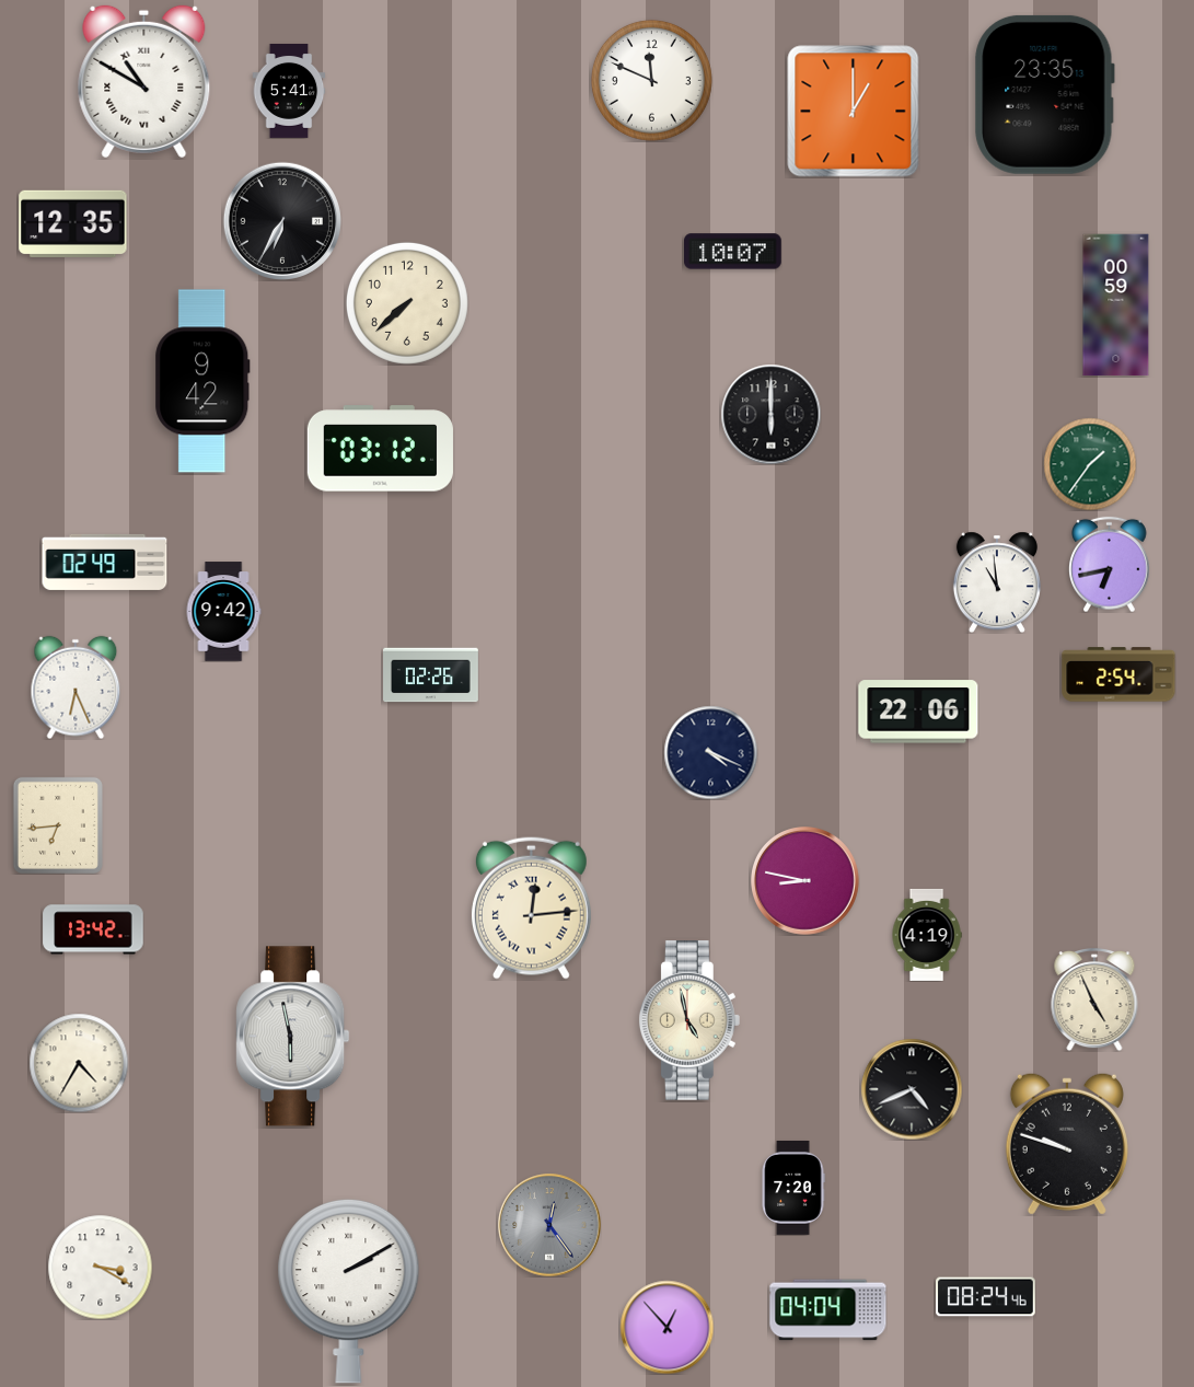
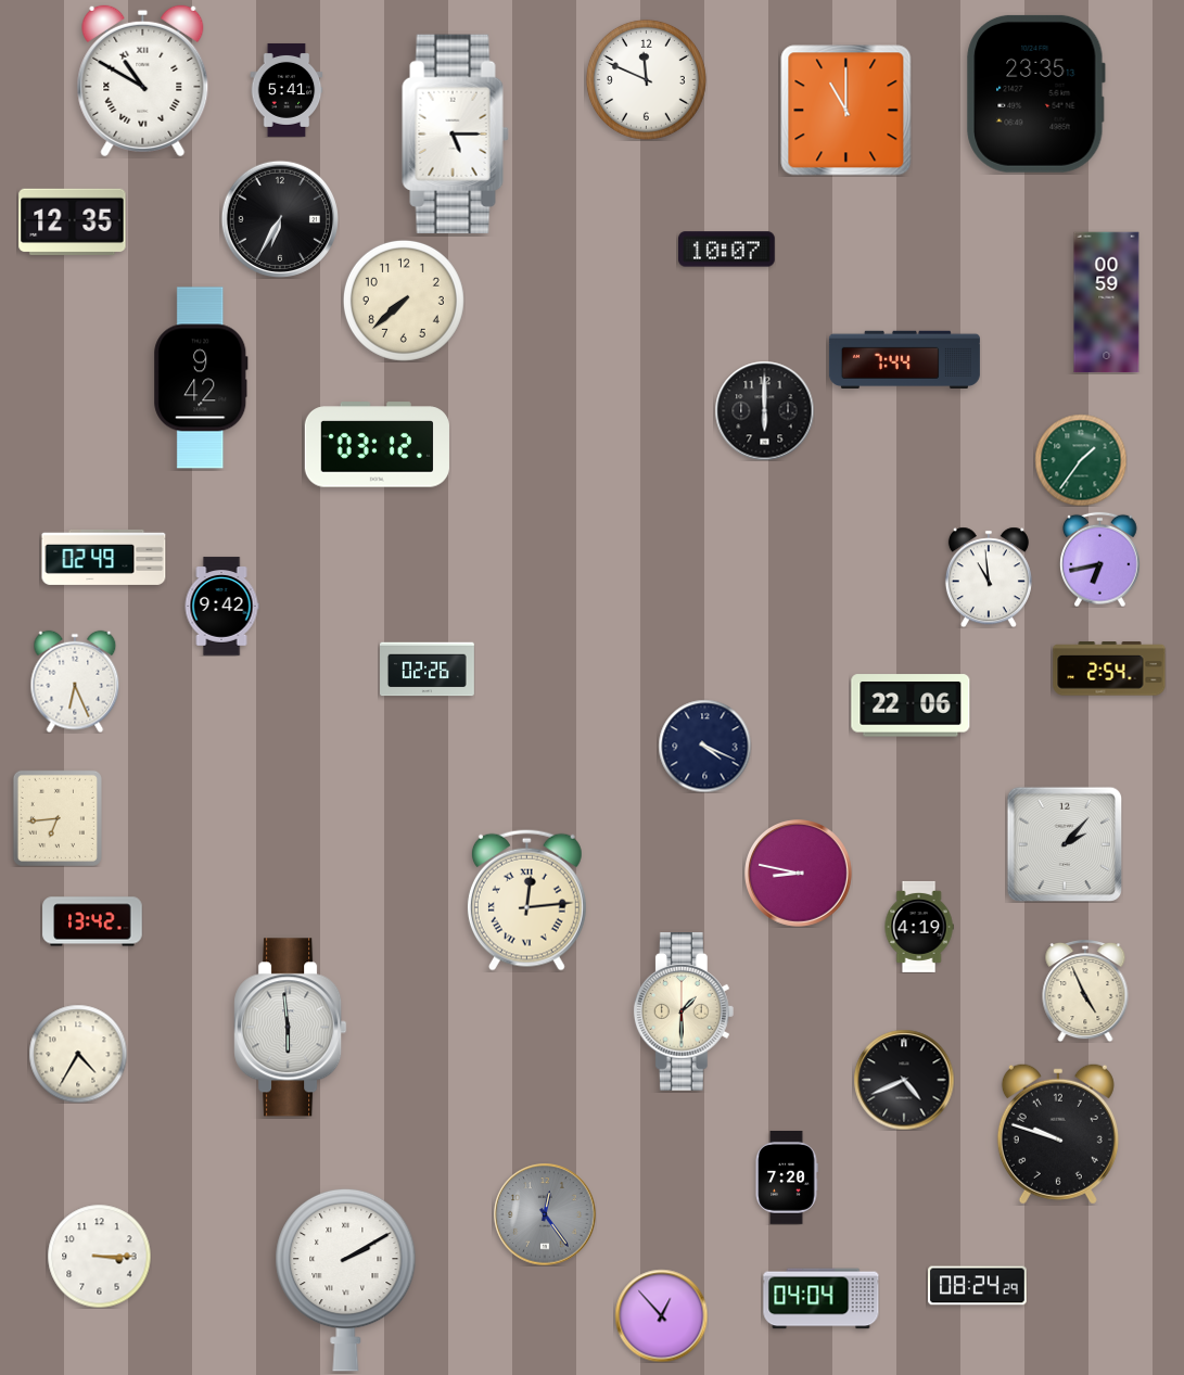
clock at (854, 112): 1:00 -> 11:00
clock at (456, 133): none -> 5:15
clock at (904, 359): none -> 7:44
clock at (1065, 844): none -> 2:07
clock at (689, 1021): 4:58 -> 1:30
clock at (293, 1037): 5:58 -> 5:59
clock at (100, 1267): 3:20 -> 3:15
clock at (986, 1297): 08:24:46 -> 08:24:29
